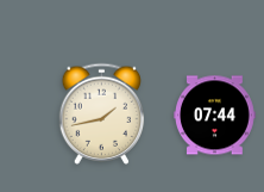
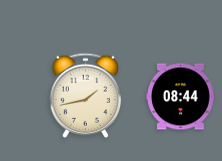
clock at (215, 116): 07:44 -> 08:44
